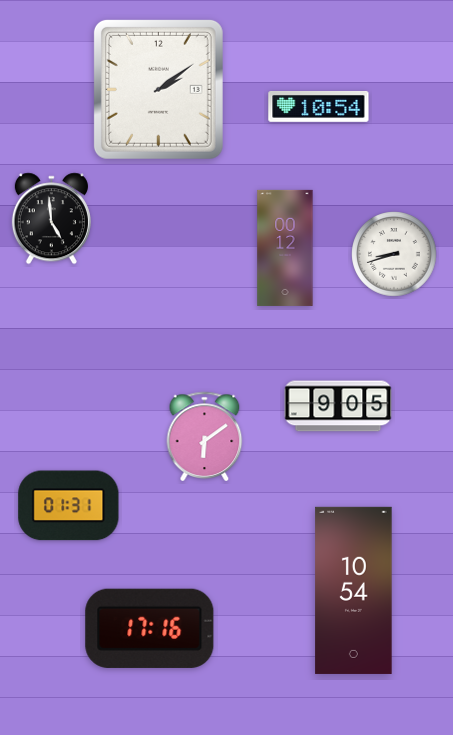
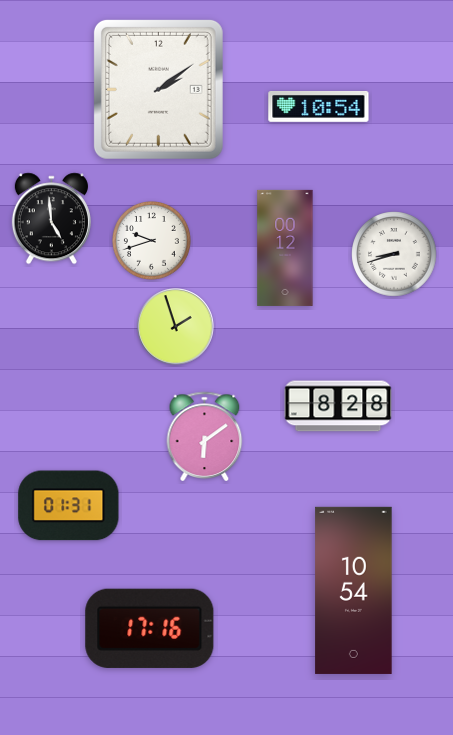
clock at (152, 241): none -> 9:42
clock at (176, 327): none -> 1:57
clock at (338, 406): 9:05 -> 8:28
